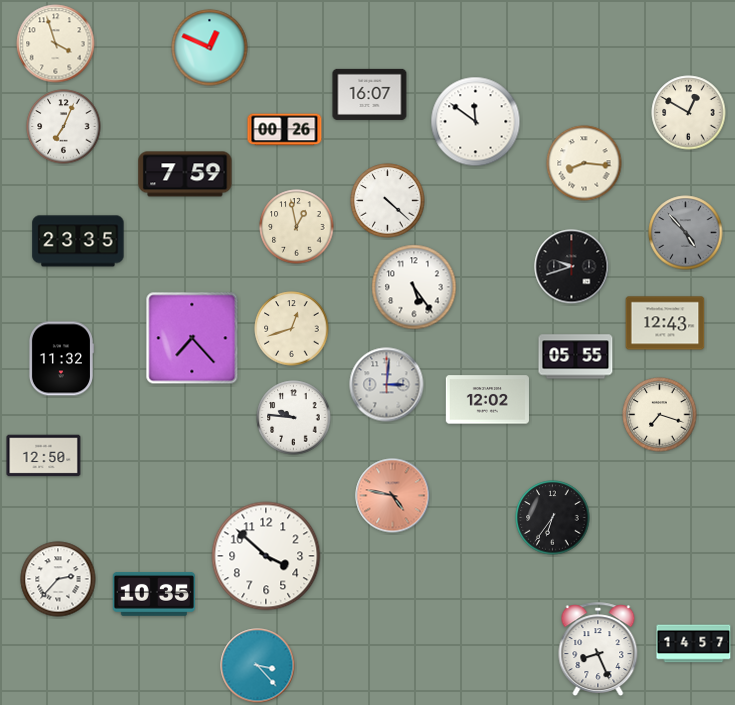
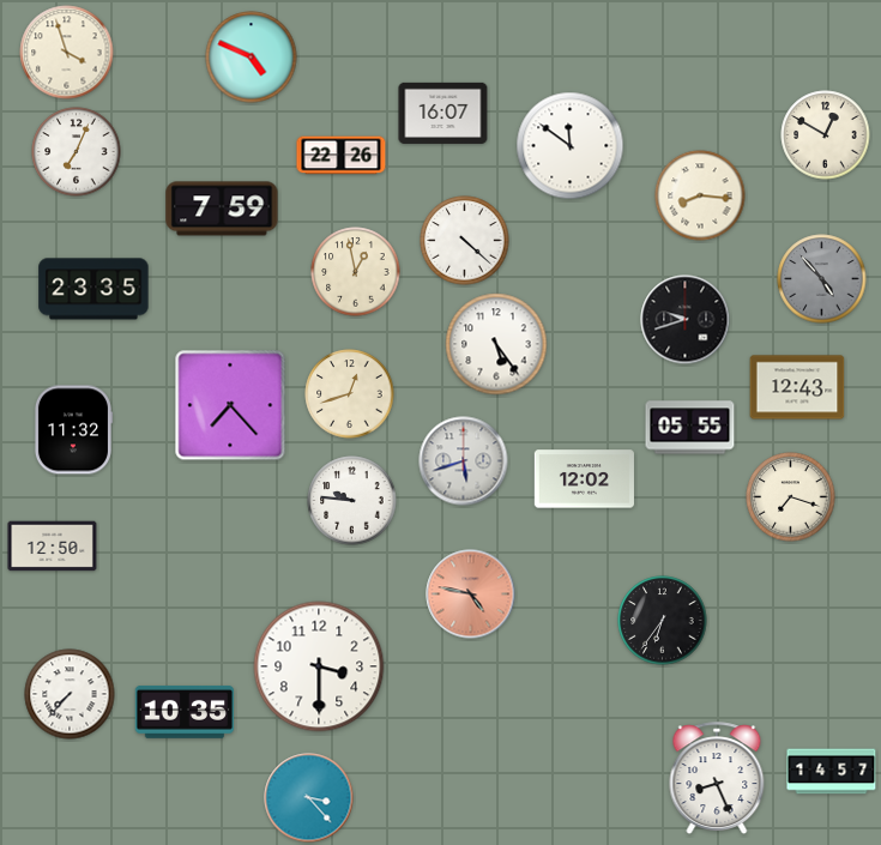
clock at (210, 48): 12:49 -> 4:49
clock at (285, 130): 00:26 -> 22:26
clock at (387, 385): 3:01 -> 5:42
clock at (266, 556): 3:52 -> 3:30
clock at (58, 579): 2:37 -> 7:37
